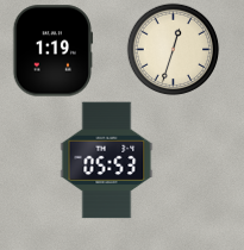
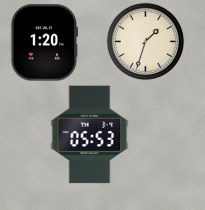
clock at (173, 49): 12:33 -> 1:33
clock at (52, 51): 1:19 -> 1:20
